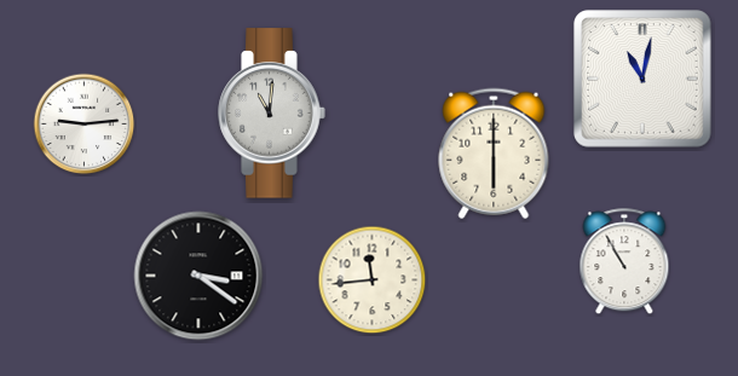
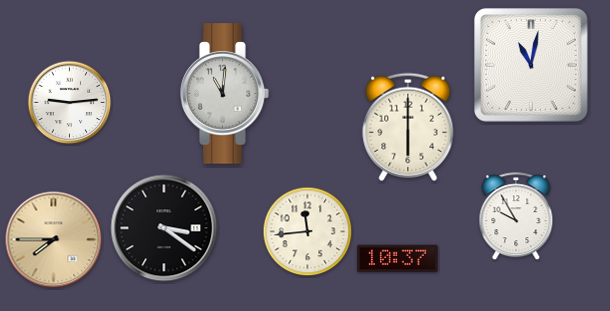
clock at (624, 262): 10:55 -> 9:55
clock at (54, 240): none -> 7:45
clock at (398, 259): none -> 10:37
